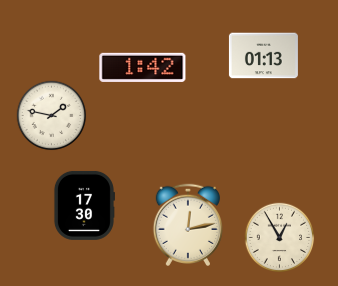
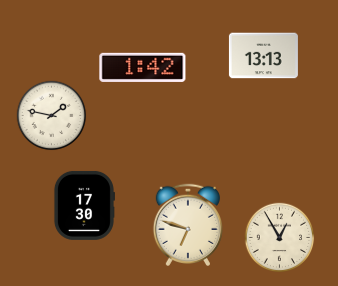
clock at (263, 56): 01:13 -> 13:13
clock at (187, 225): 12:13 -> 6:48
